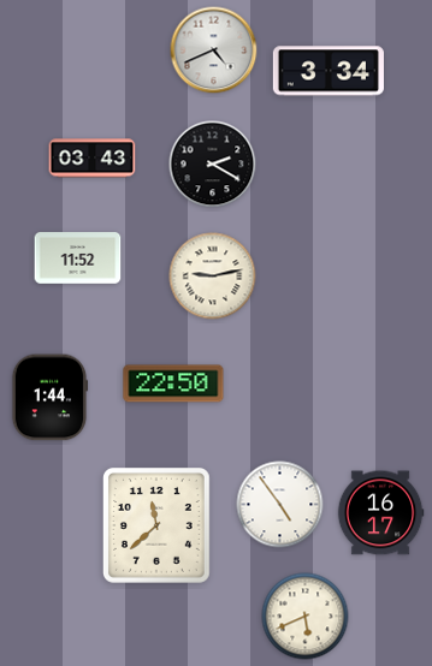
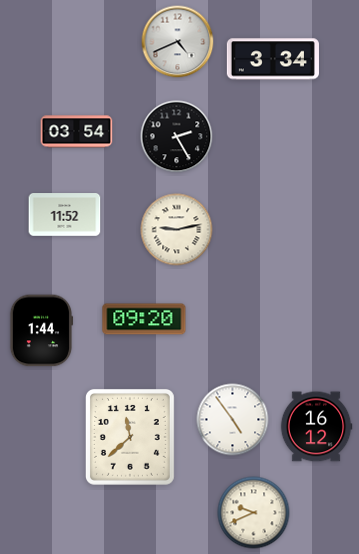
clock at (93, 159): 03:43 -> 03:54
clock at (213, 165): 2:20 -> 2:25
clock at (173, 383): 22:50 -> 09:20
clock at (380, 513): 16:17 -> 16:12
clock at (306, 617): 5:41 -> 9:41
